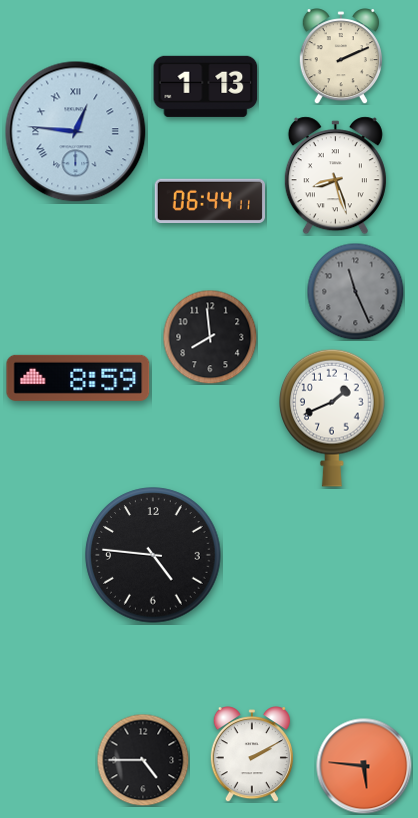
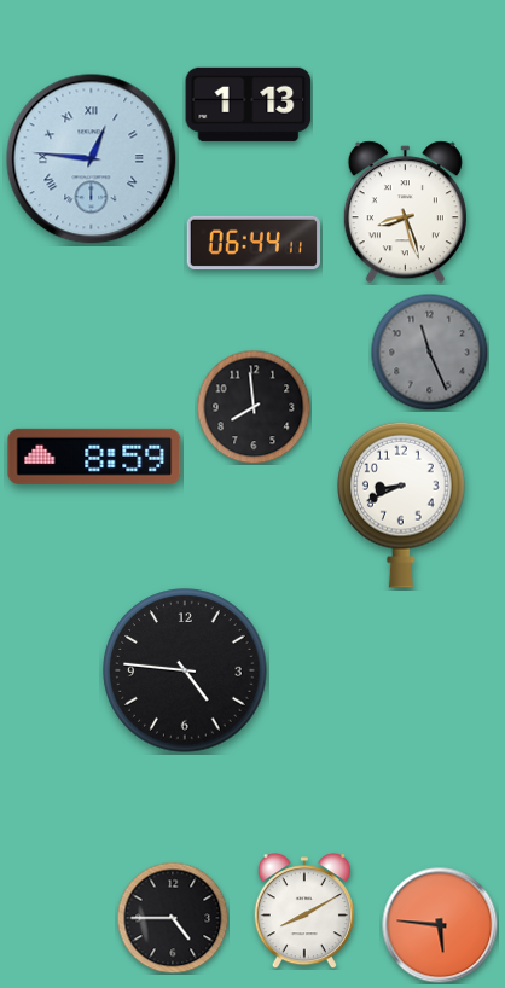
clock at (341, 56): 2:11 -> none
clock at (333, 418): 1:41 -> 8:41
clock at (252, 754): 2:10 -> 8:10
